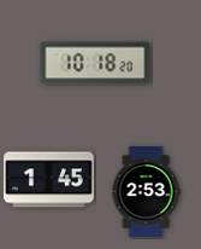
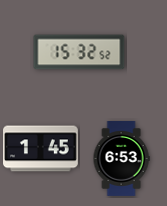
clock at (95, 63): 10:18 -> 15:32
clock at (146, 192): 2:53 -> 6:53
